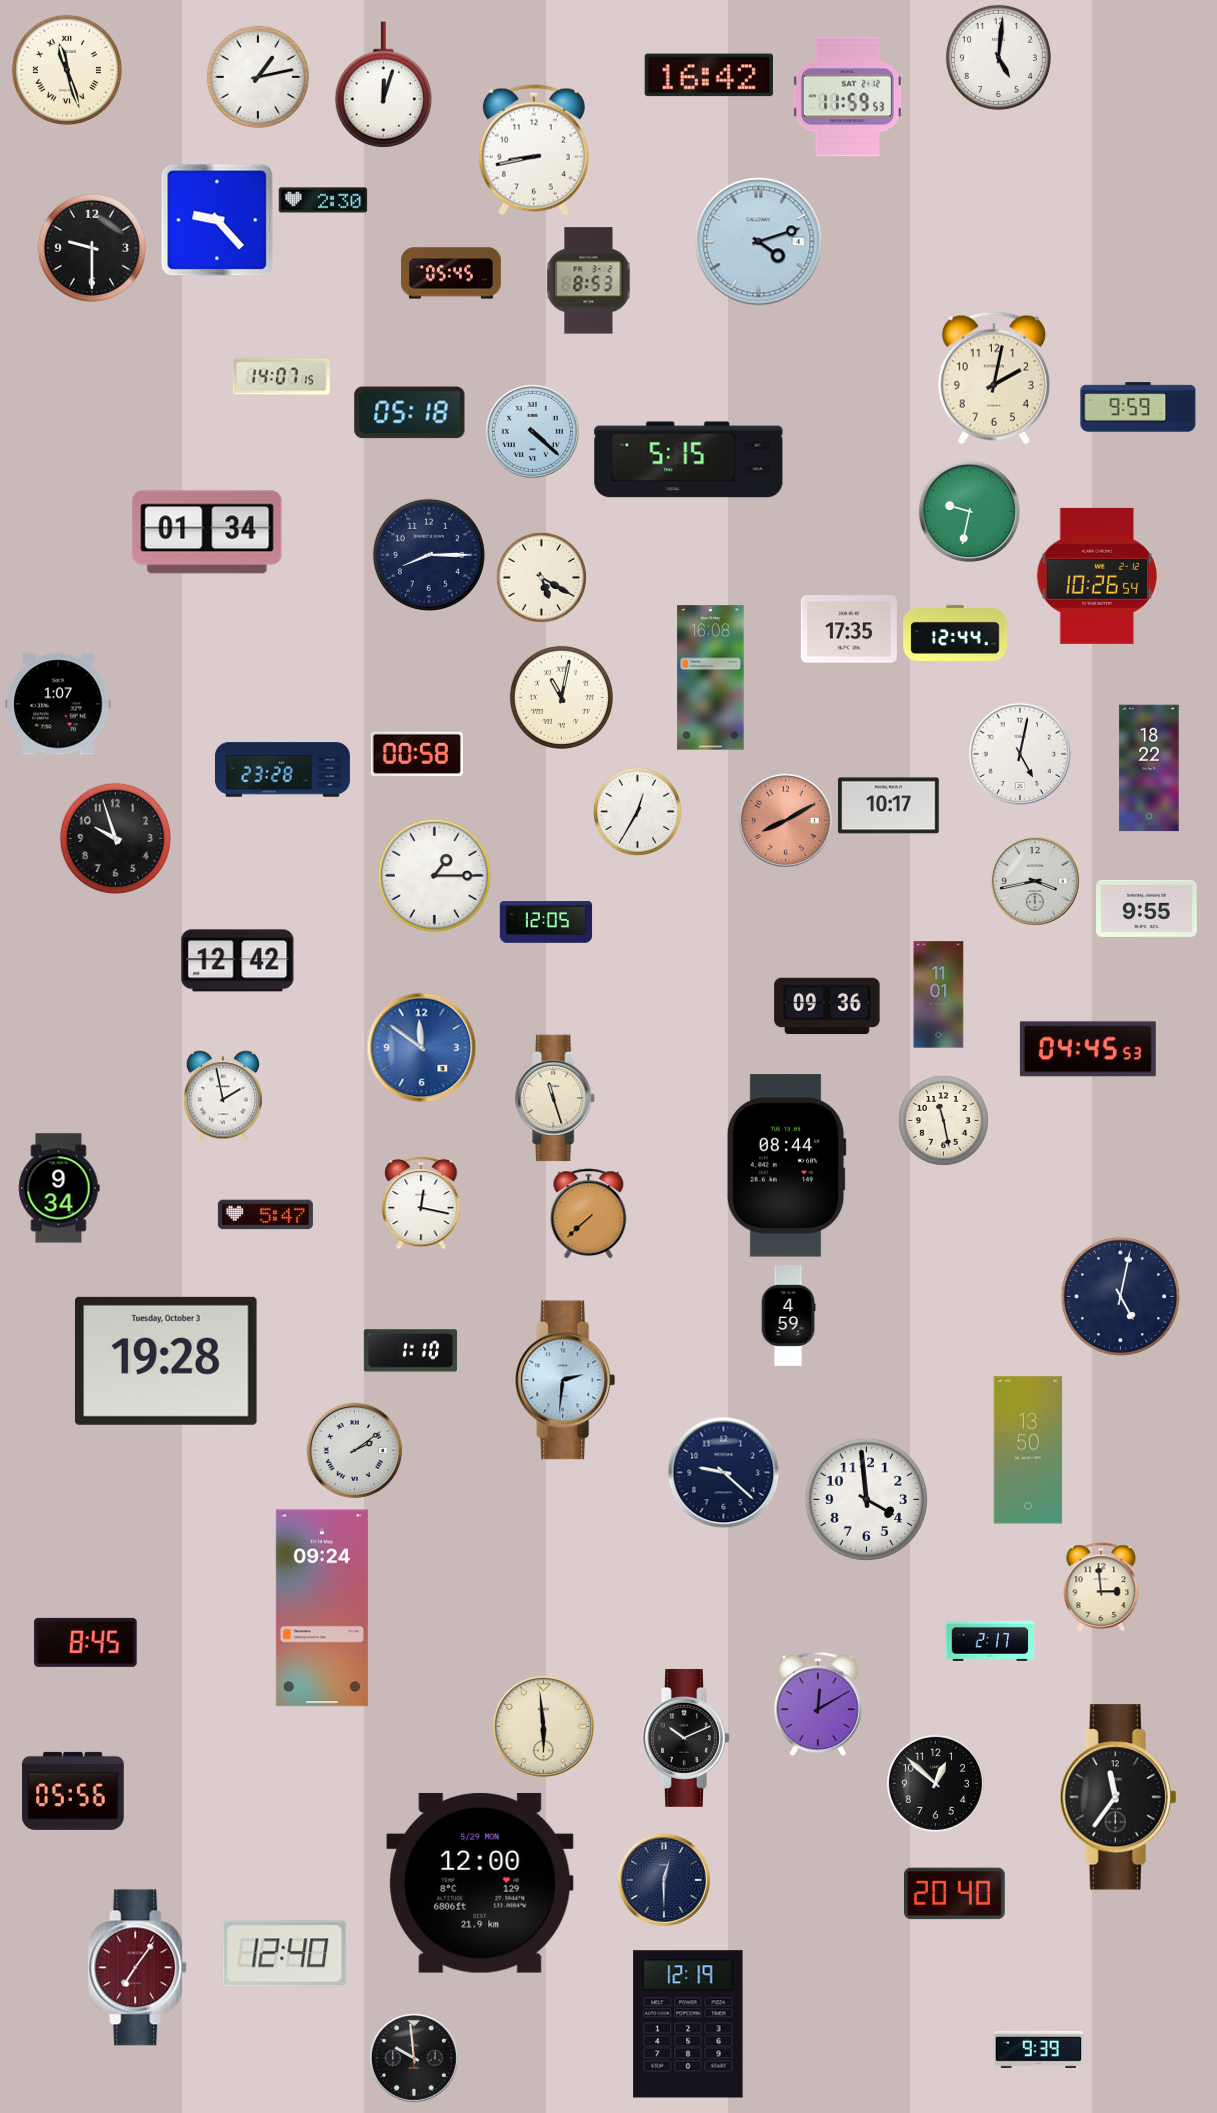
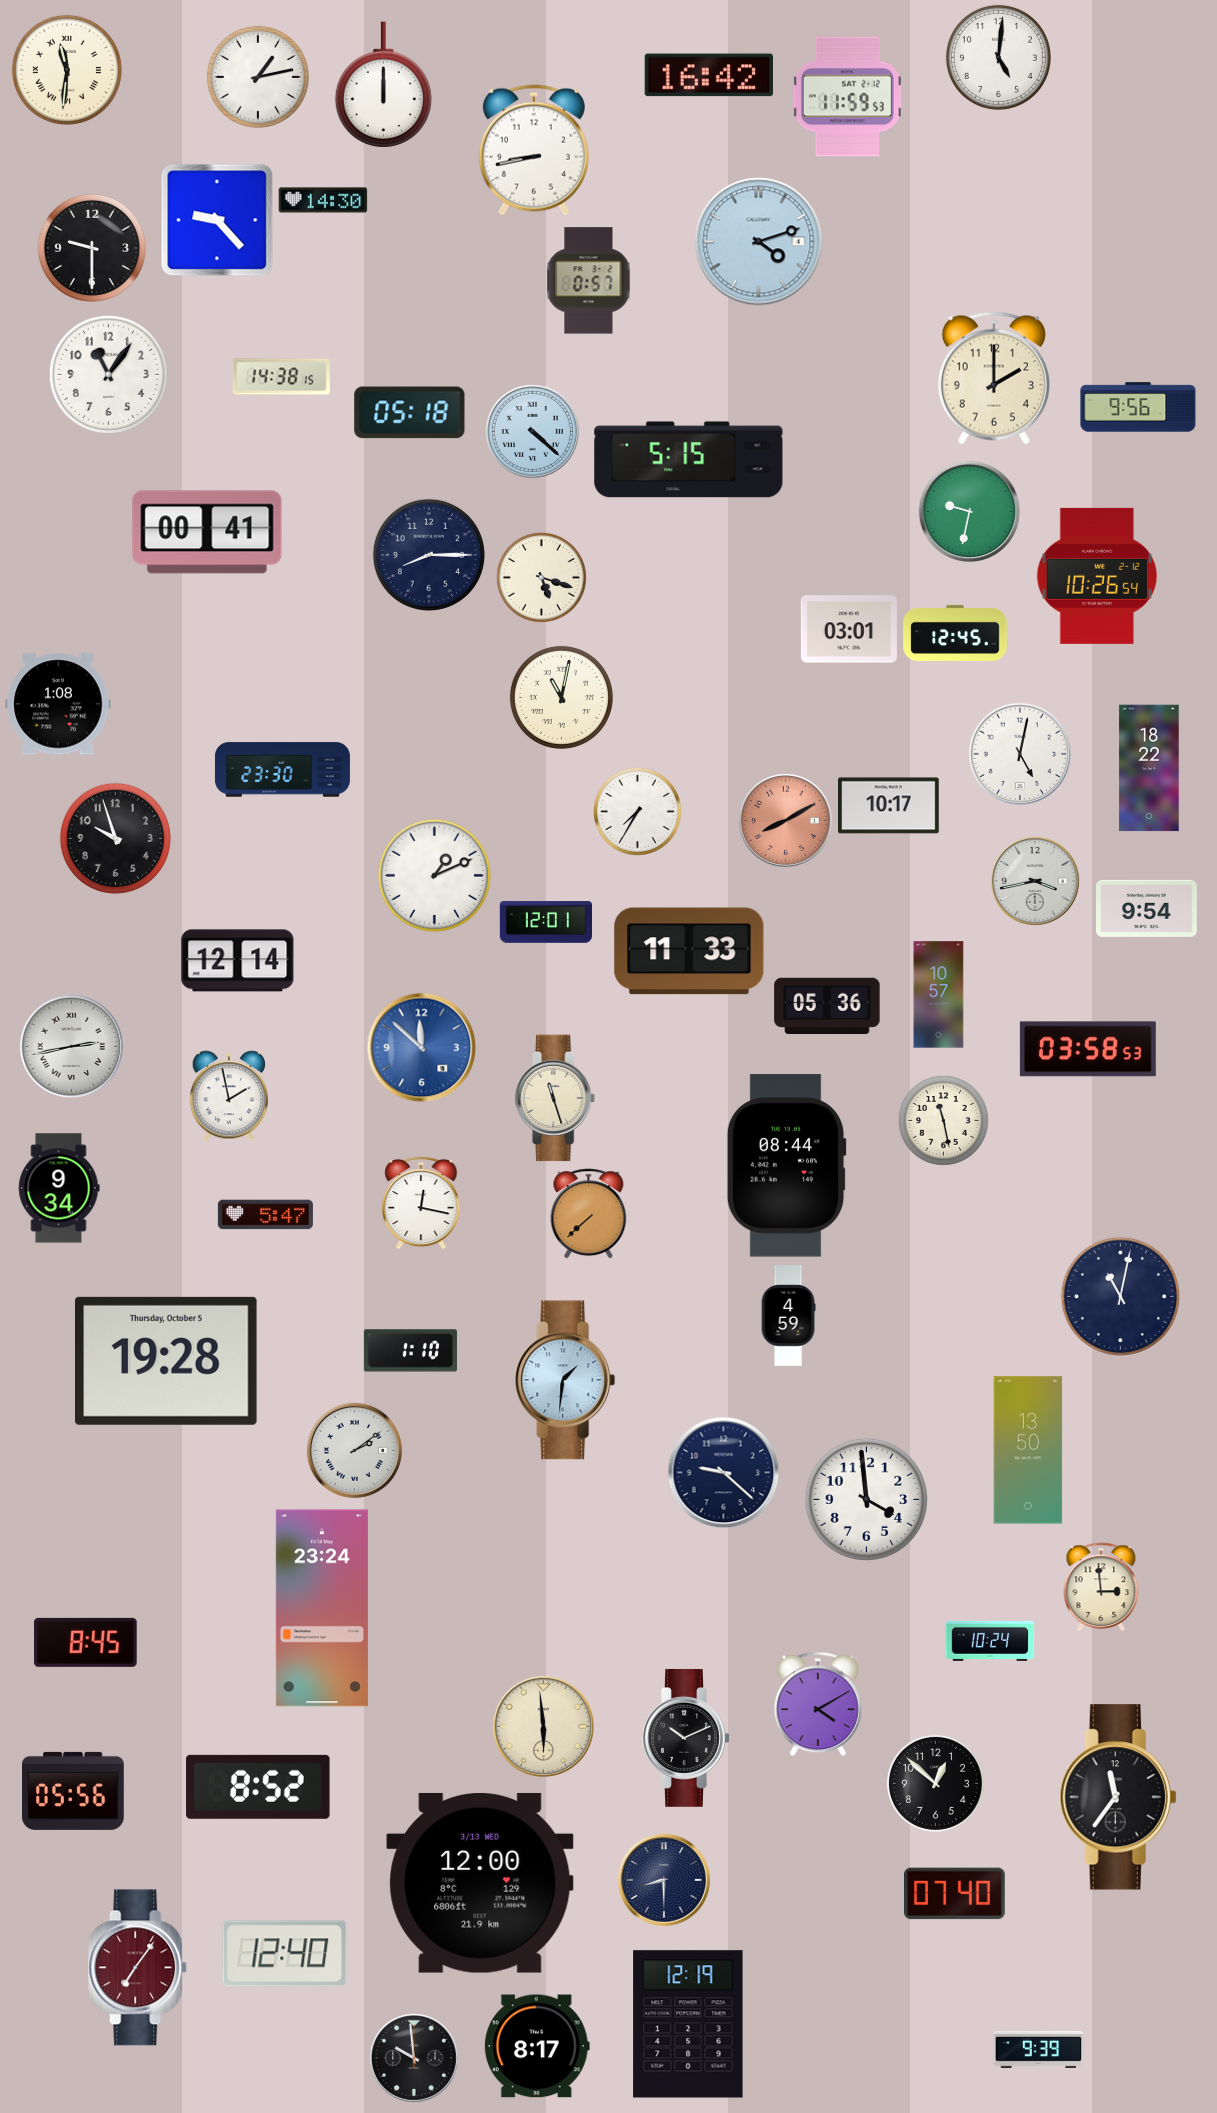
clock at (67, 70): 11:27 -> 11:31
clock at (383, 85): 12:03 -> 12:00
clock at (323, 200): 2:30 -> 14:30
clock at (451, 273): 05:45 -> none
clock at (589, 281): 8:53 -> 0:57
clock at (108, 374): none -> 11:06
clock at (281, 377): 14:07 -> 14:38
clock at (994, 378): 2:02 -> 2:00
clock at (1138, 407): 9:59 -> 9:56
clock at (207, 532): 01:34 -> 00:41
clock at (541, 577): 5:20 -> 5:18
clock at (849, 629): 17:35 -> 03:01
clock at (955, 633): 12:44 -> 12:45
clock at (711, 678): 16:08 -> none
clock at (58, 704): 1:07 -> 1:08
clock at (417, 753): 00:58 -> none
clock at (282, 770): 23:28 -> 23:30
clock at (637, 811): 12:35 -> 7:35
clock at (434, 875): 1:15 -> 1:11
clock at (1147, 908): 9:55 -> 9:54
clock at (546, 922): 12:05 -> 12:01
clock at (689, 951): none -> 11:33
clock at (238, 961): 12:42 -> 12:14
clock at (939, 995): 11:01 -> 10:57
clock at (827, 1005): 09:36 -> 05:36
clock at (72, 1047): none -> 2:43
clock at (422, 1048): 11:51 -> 11:52
clock at (1088, 1049): 04:45 -> 03:58
clock at (223, 1096) position: (223, 1096) -> (229, 1096)
clock at (1120, 1296): 5:02 -> 11:02
clock at (166, 1361) date: Tuesday, October 3 -> Thursday, October 5
clock at (565, 1380): 2:31 -> 1:31
clock at (322, 1608): 09:24 -> 23:24
clock at (990, 1641): 2:17 -> 10:24
clock at (818, 1704): 12:10 -> 4:10
clock at (258, 1787): none -> 8:52
clock at (664, 1880): 12:30 -> 8:30
clock at (480, 1883) date: 5/29 MON -> 3/13 WED
clock at (955, 1894): 20:40 -> 07:40
clock at (537, 2046): none -> 8:17
